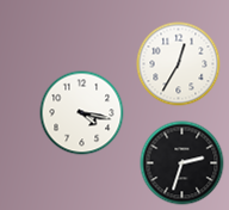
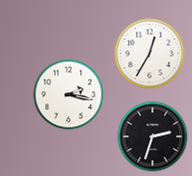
clock at (82, 113): 4:17 -> 2:17
